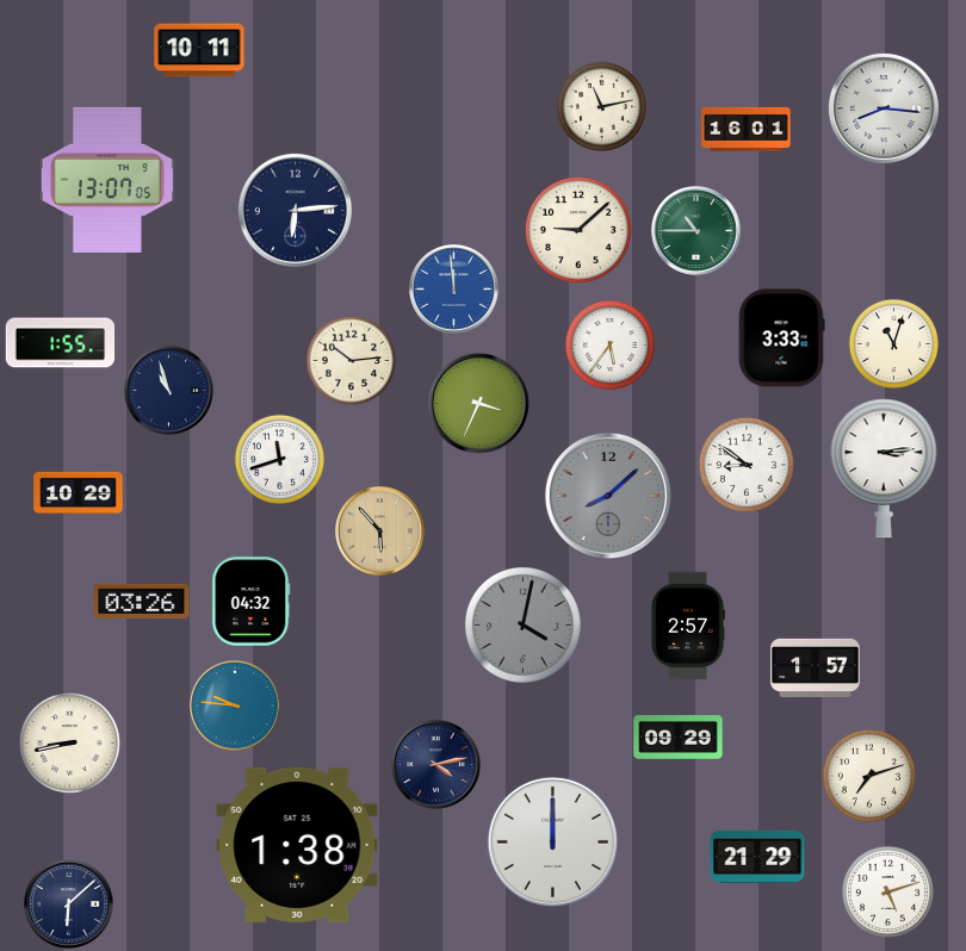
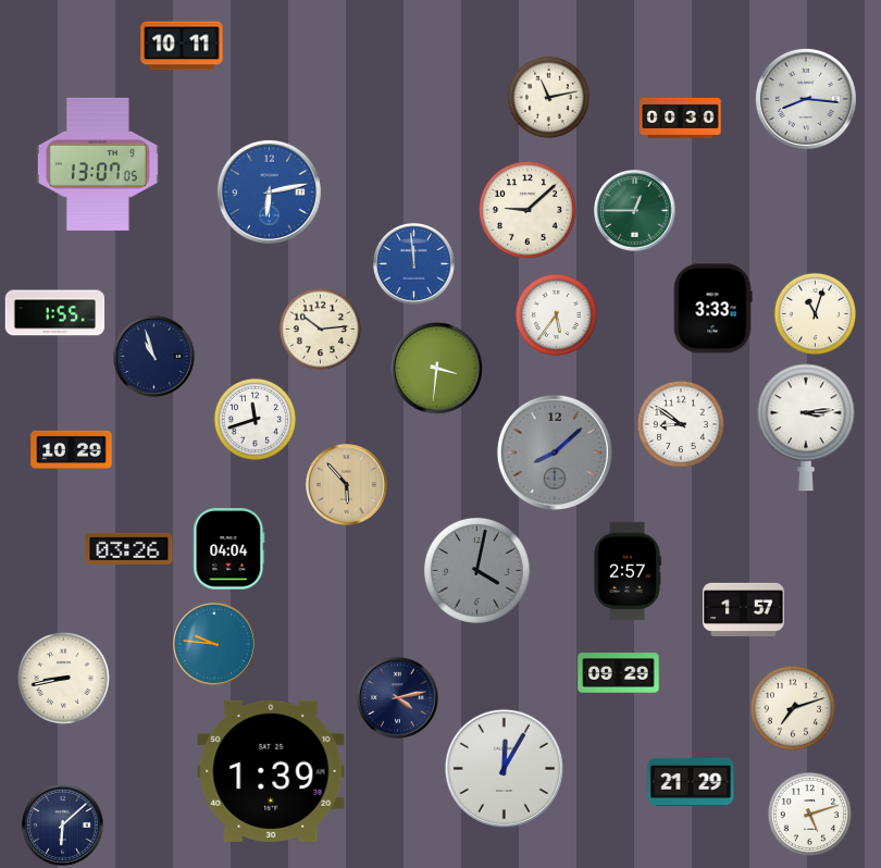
clock at (747, 129): 16:01 -> 00:30
clock at (295, 210): 6:14 -> 6:13
clock at (295, 210) dial: navy -> blue
clock at (696, 231): 10:45 -> 12:45
clock at (478, 403): 3:34 -> 3:31
clock at (252, 602): 04:32 -> 04:04
clock at (552, 841): 12:00 -> 12:05
clock at (297, 845): 1:38 -> 1:39
